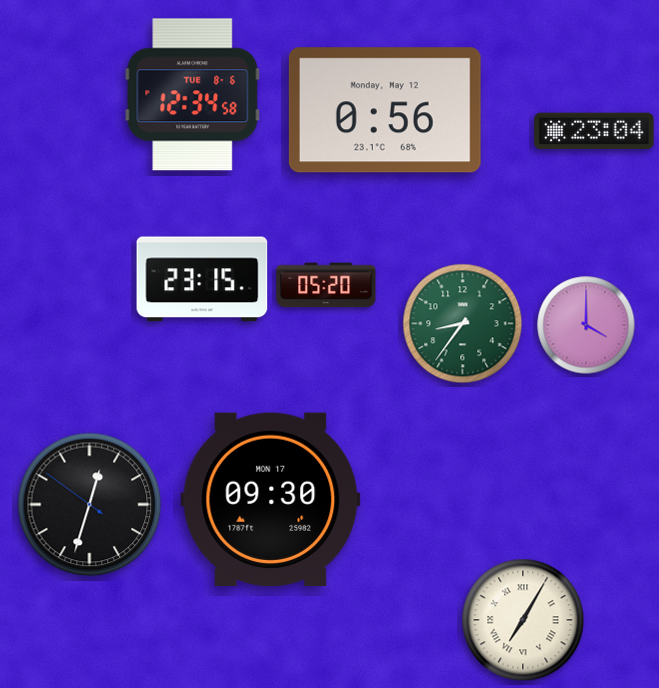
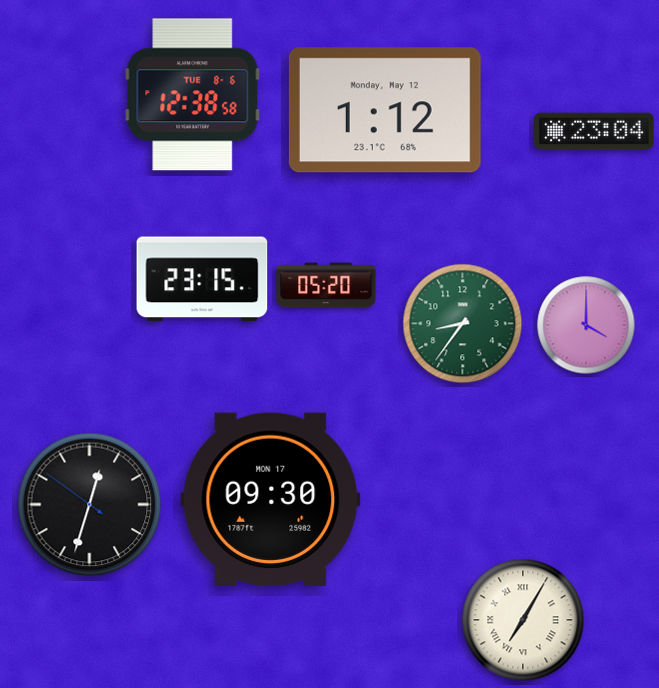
clock at (193, 95): 12:34 -> 12:38
clock at (385, 110): 0:56 -> 1:12
